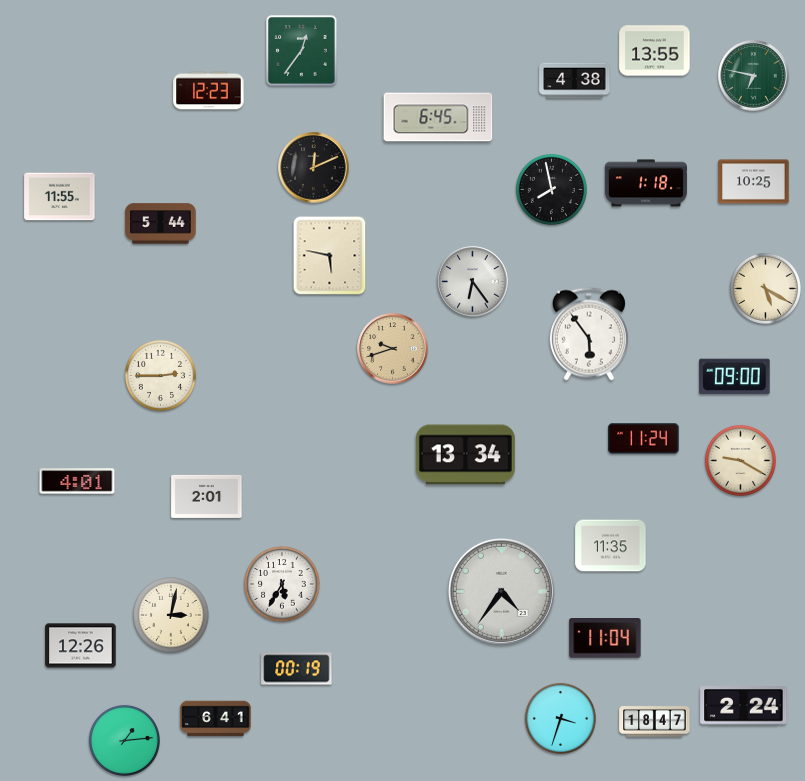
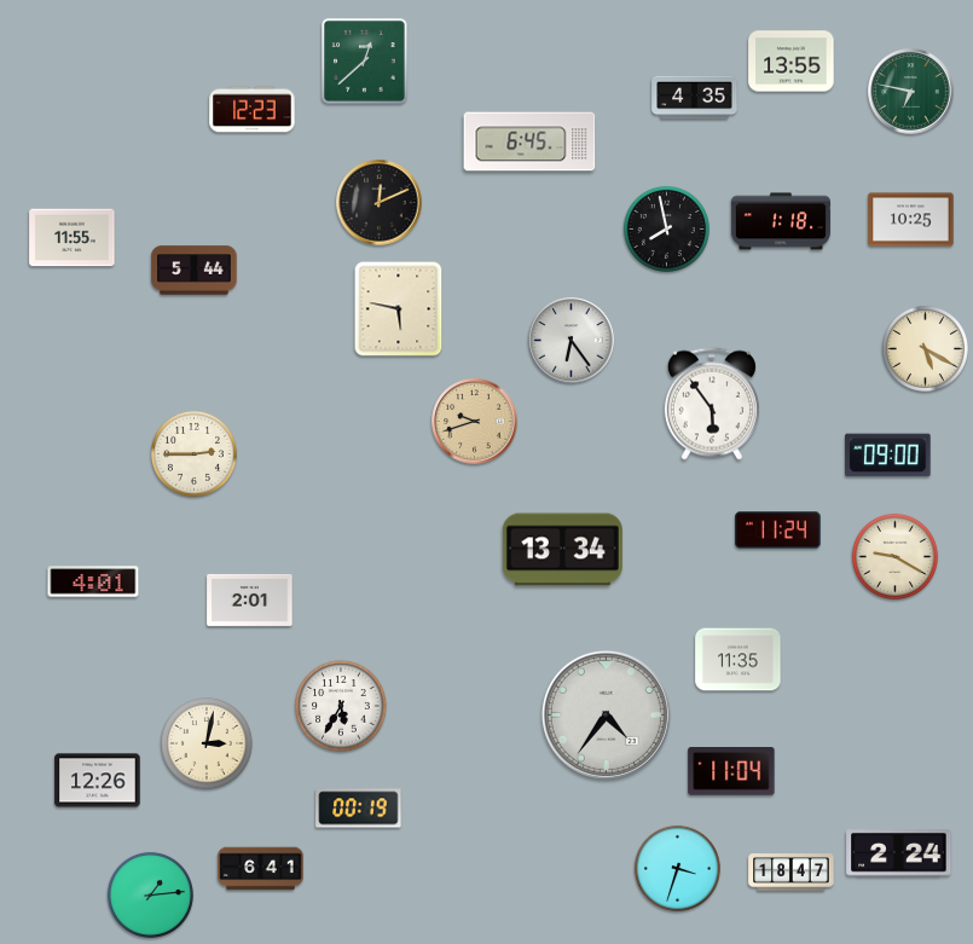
clock at (302, 51): 12:36 -> 12:38
clock at (575, 81): 4:38 -> 4:35
